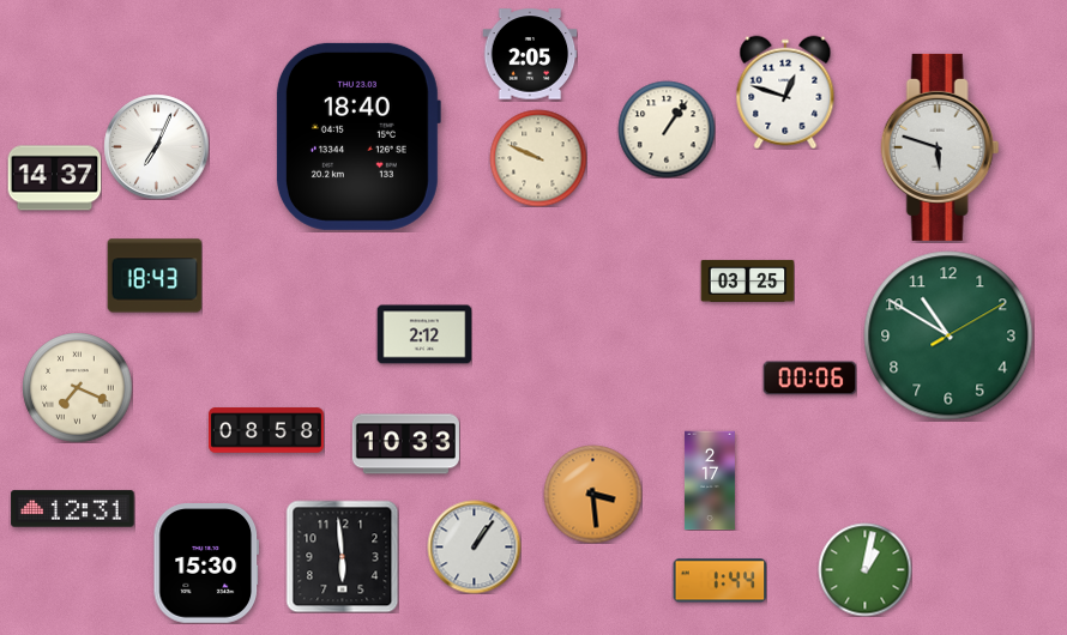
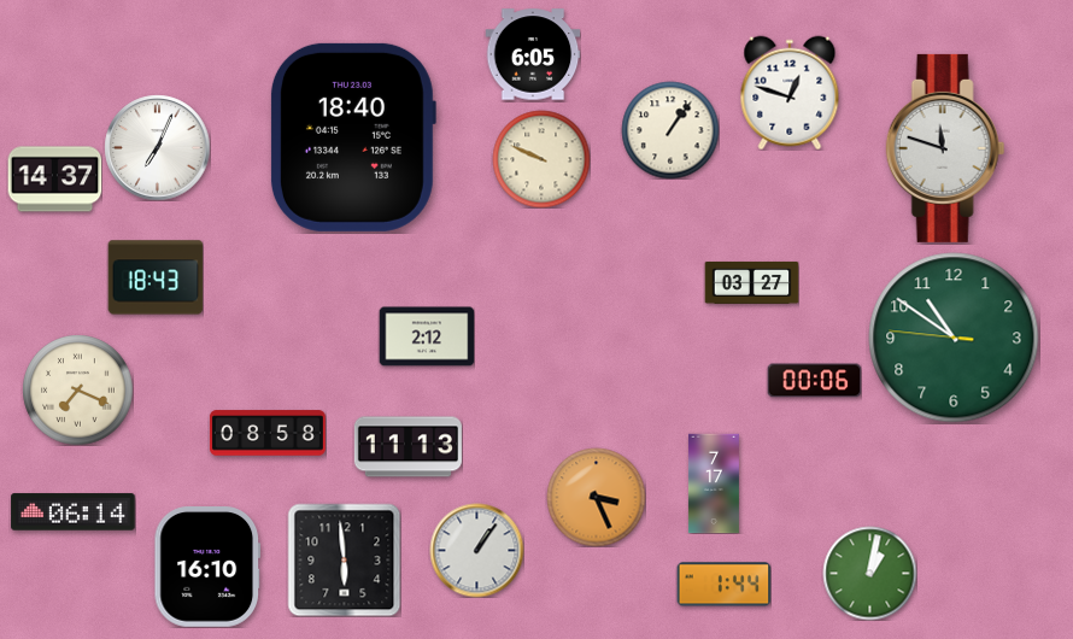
clock at (530, 54): 2:05 -> 6:05
clock at (357, 137) position: (357, 137) -> (352, 137)
clock at (940, 147): 5:48 -> 11:48
clock at (747, 280): 03:25 -> 03:27
clock at (948, 335): 10:50:10 -> 10:50:46
clock at (405, 444): 10:33 -> 11:13
clock at (710, 480): 2:17 -> 7:17
clock at (592, 494): 3:29 -> 3:26
clock at (73, 509): 12:31 -> 06:14
clock at (205, 564): 15:30 -> 16:10
